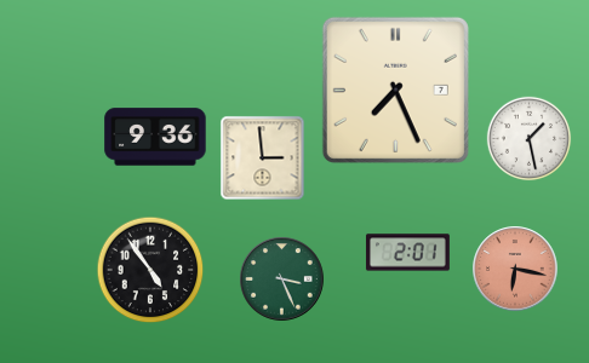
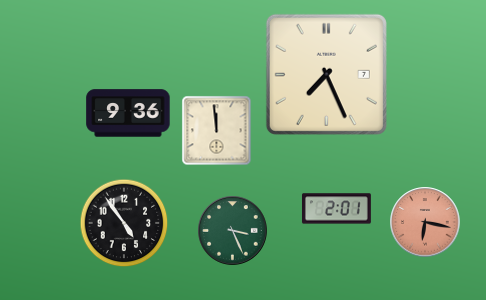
clock at (530, 139): 1:28 -> none
clock at (263, 159): 2:59 -> 11:59
